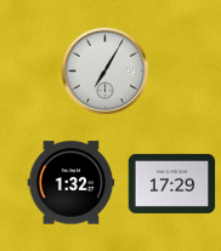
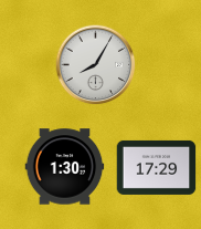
clock at (106, 72): 7:05 -> 8:05
clock at (72, 183): 1:32 -> 1:30
